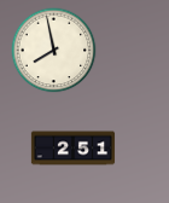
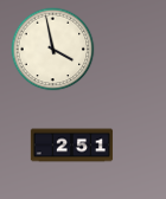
clock at (54, 51): 7:58 -> 3:58
